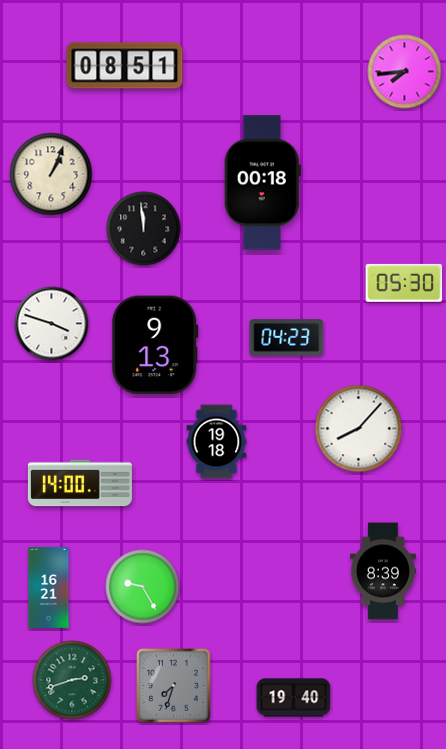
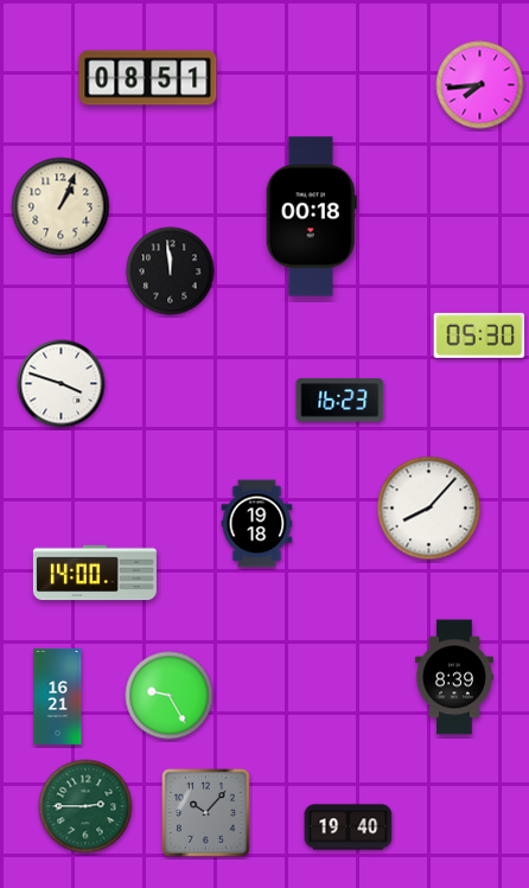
clock at (287, 338): 04:23 -> 16:23
clock at (155, 345): 9:13 -> none
clock at (359, 429) position: (359, 429) -> (429, 509)
clock at (72, 680): 2:42 -> 2:45
clock at (174, 686): 7:33 -> 10:07
